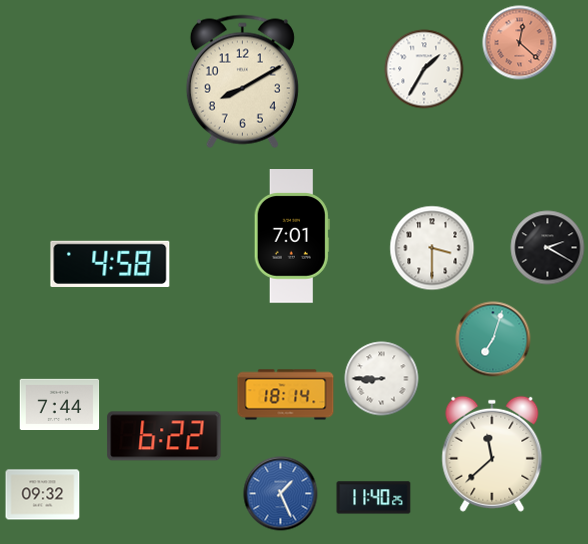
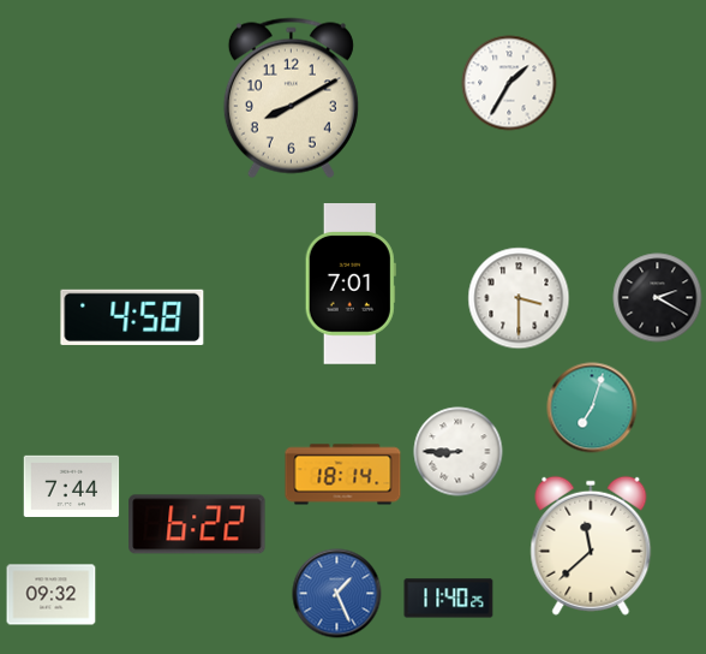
clock at (520, 43): 12:22 -> none
clock at (382, 379) position: (382, 379) -> (459, 452)
